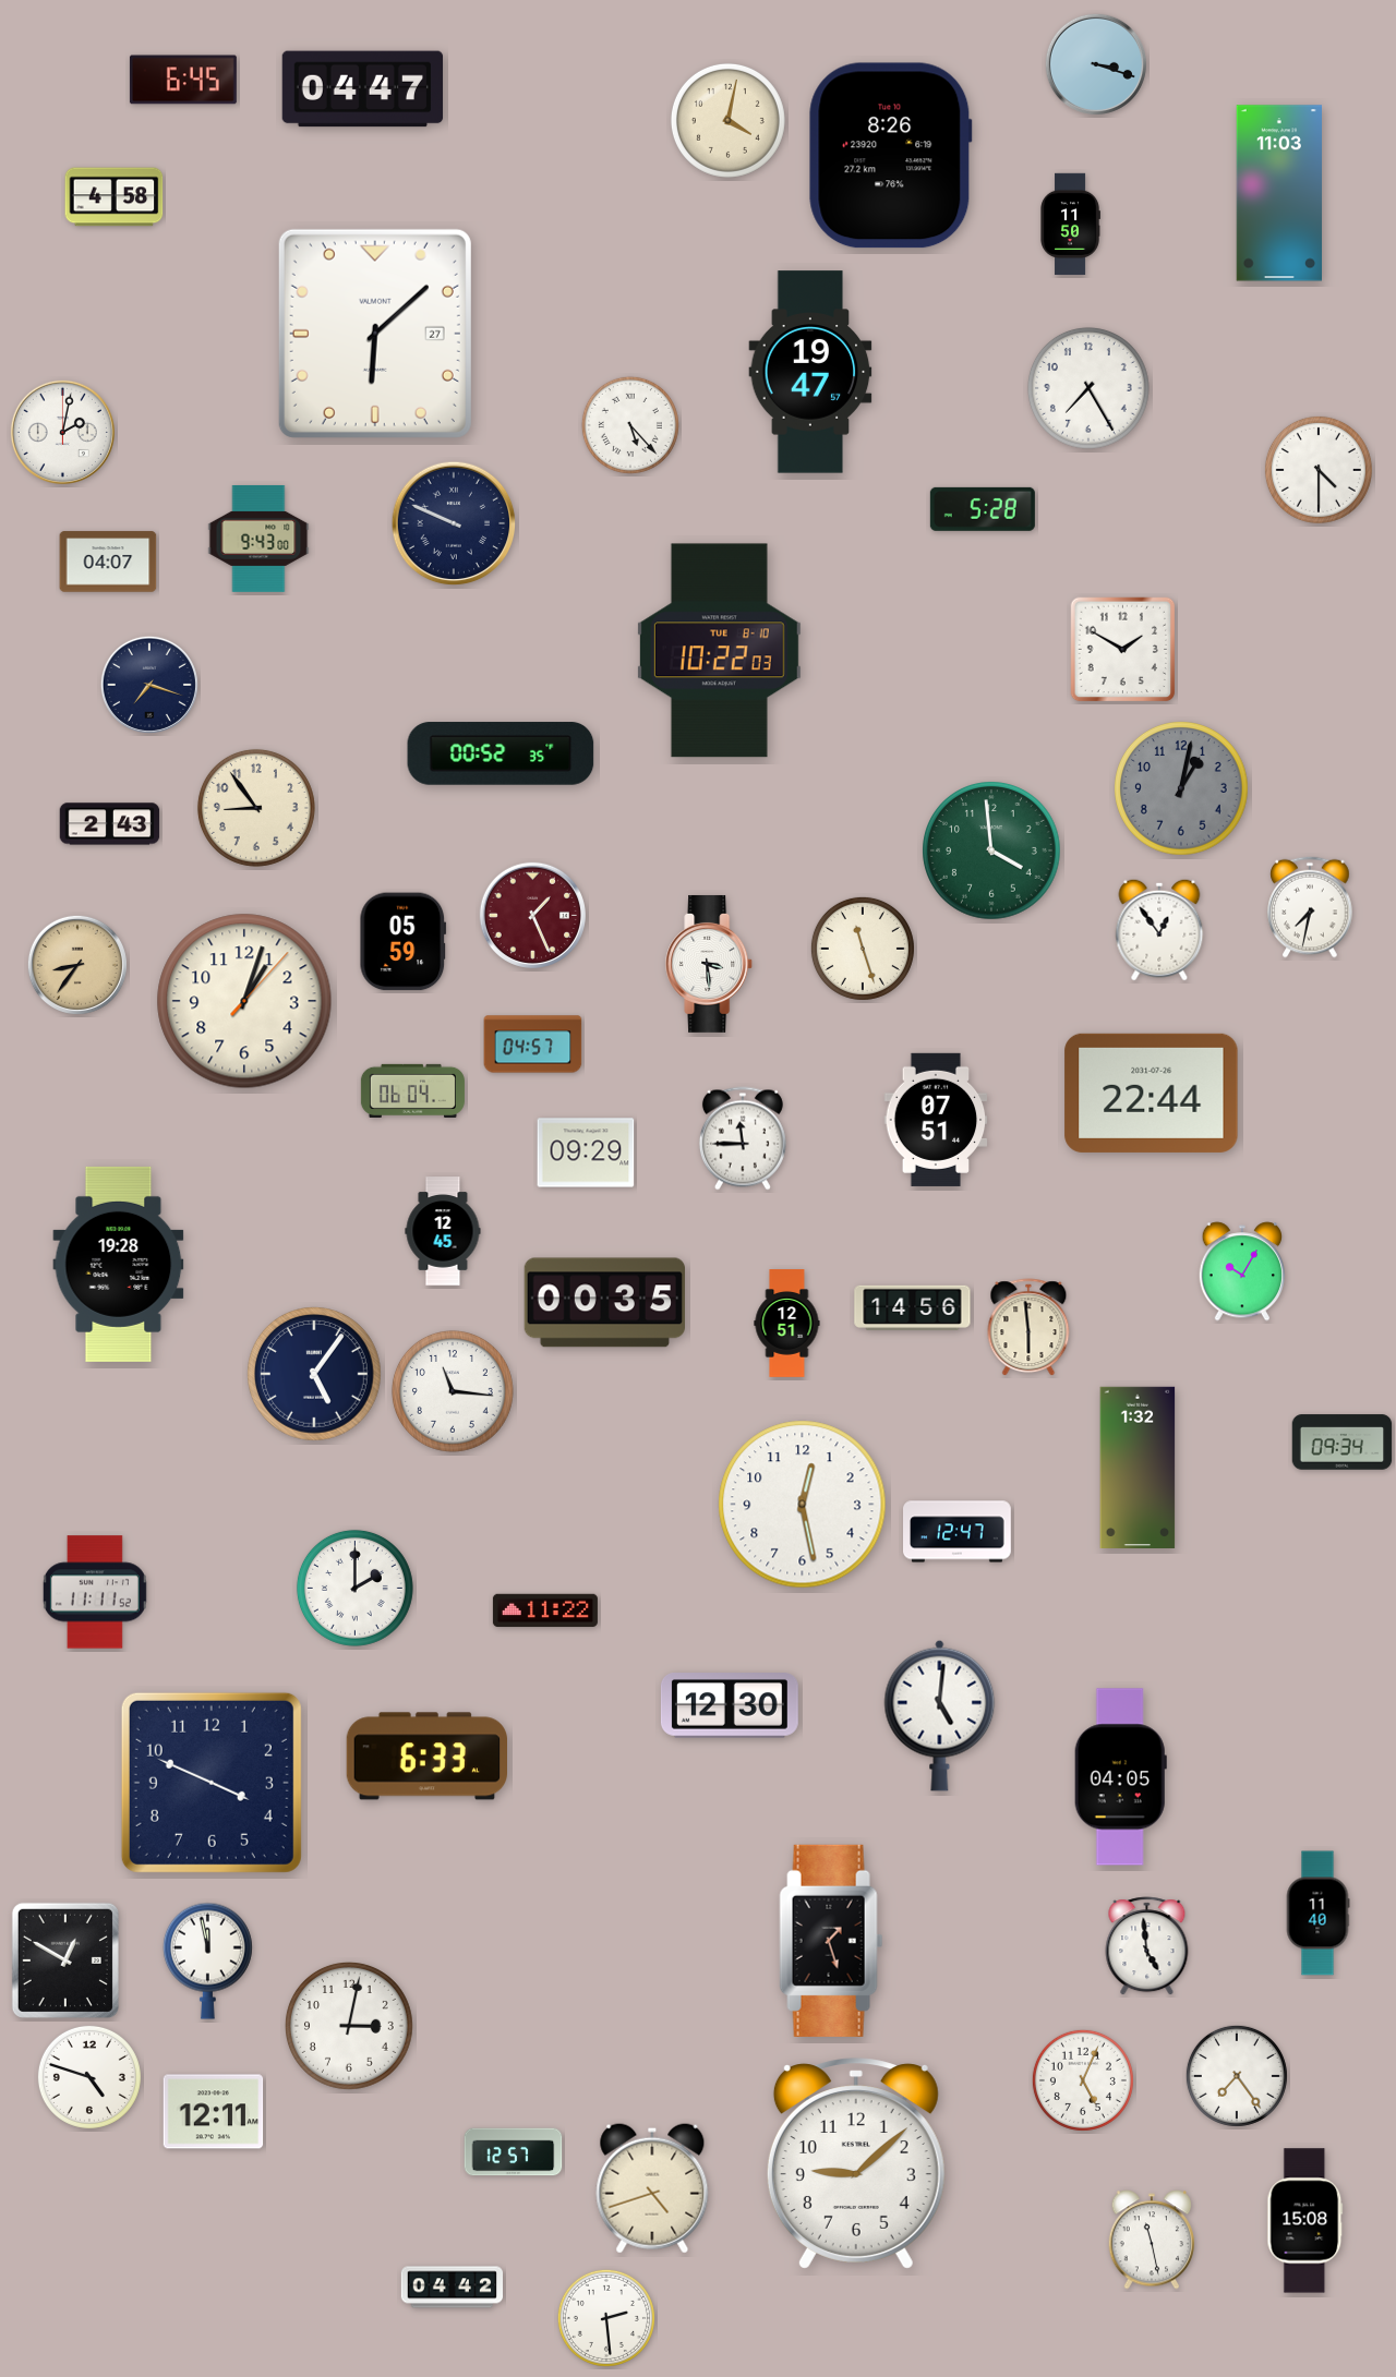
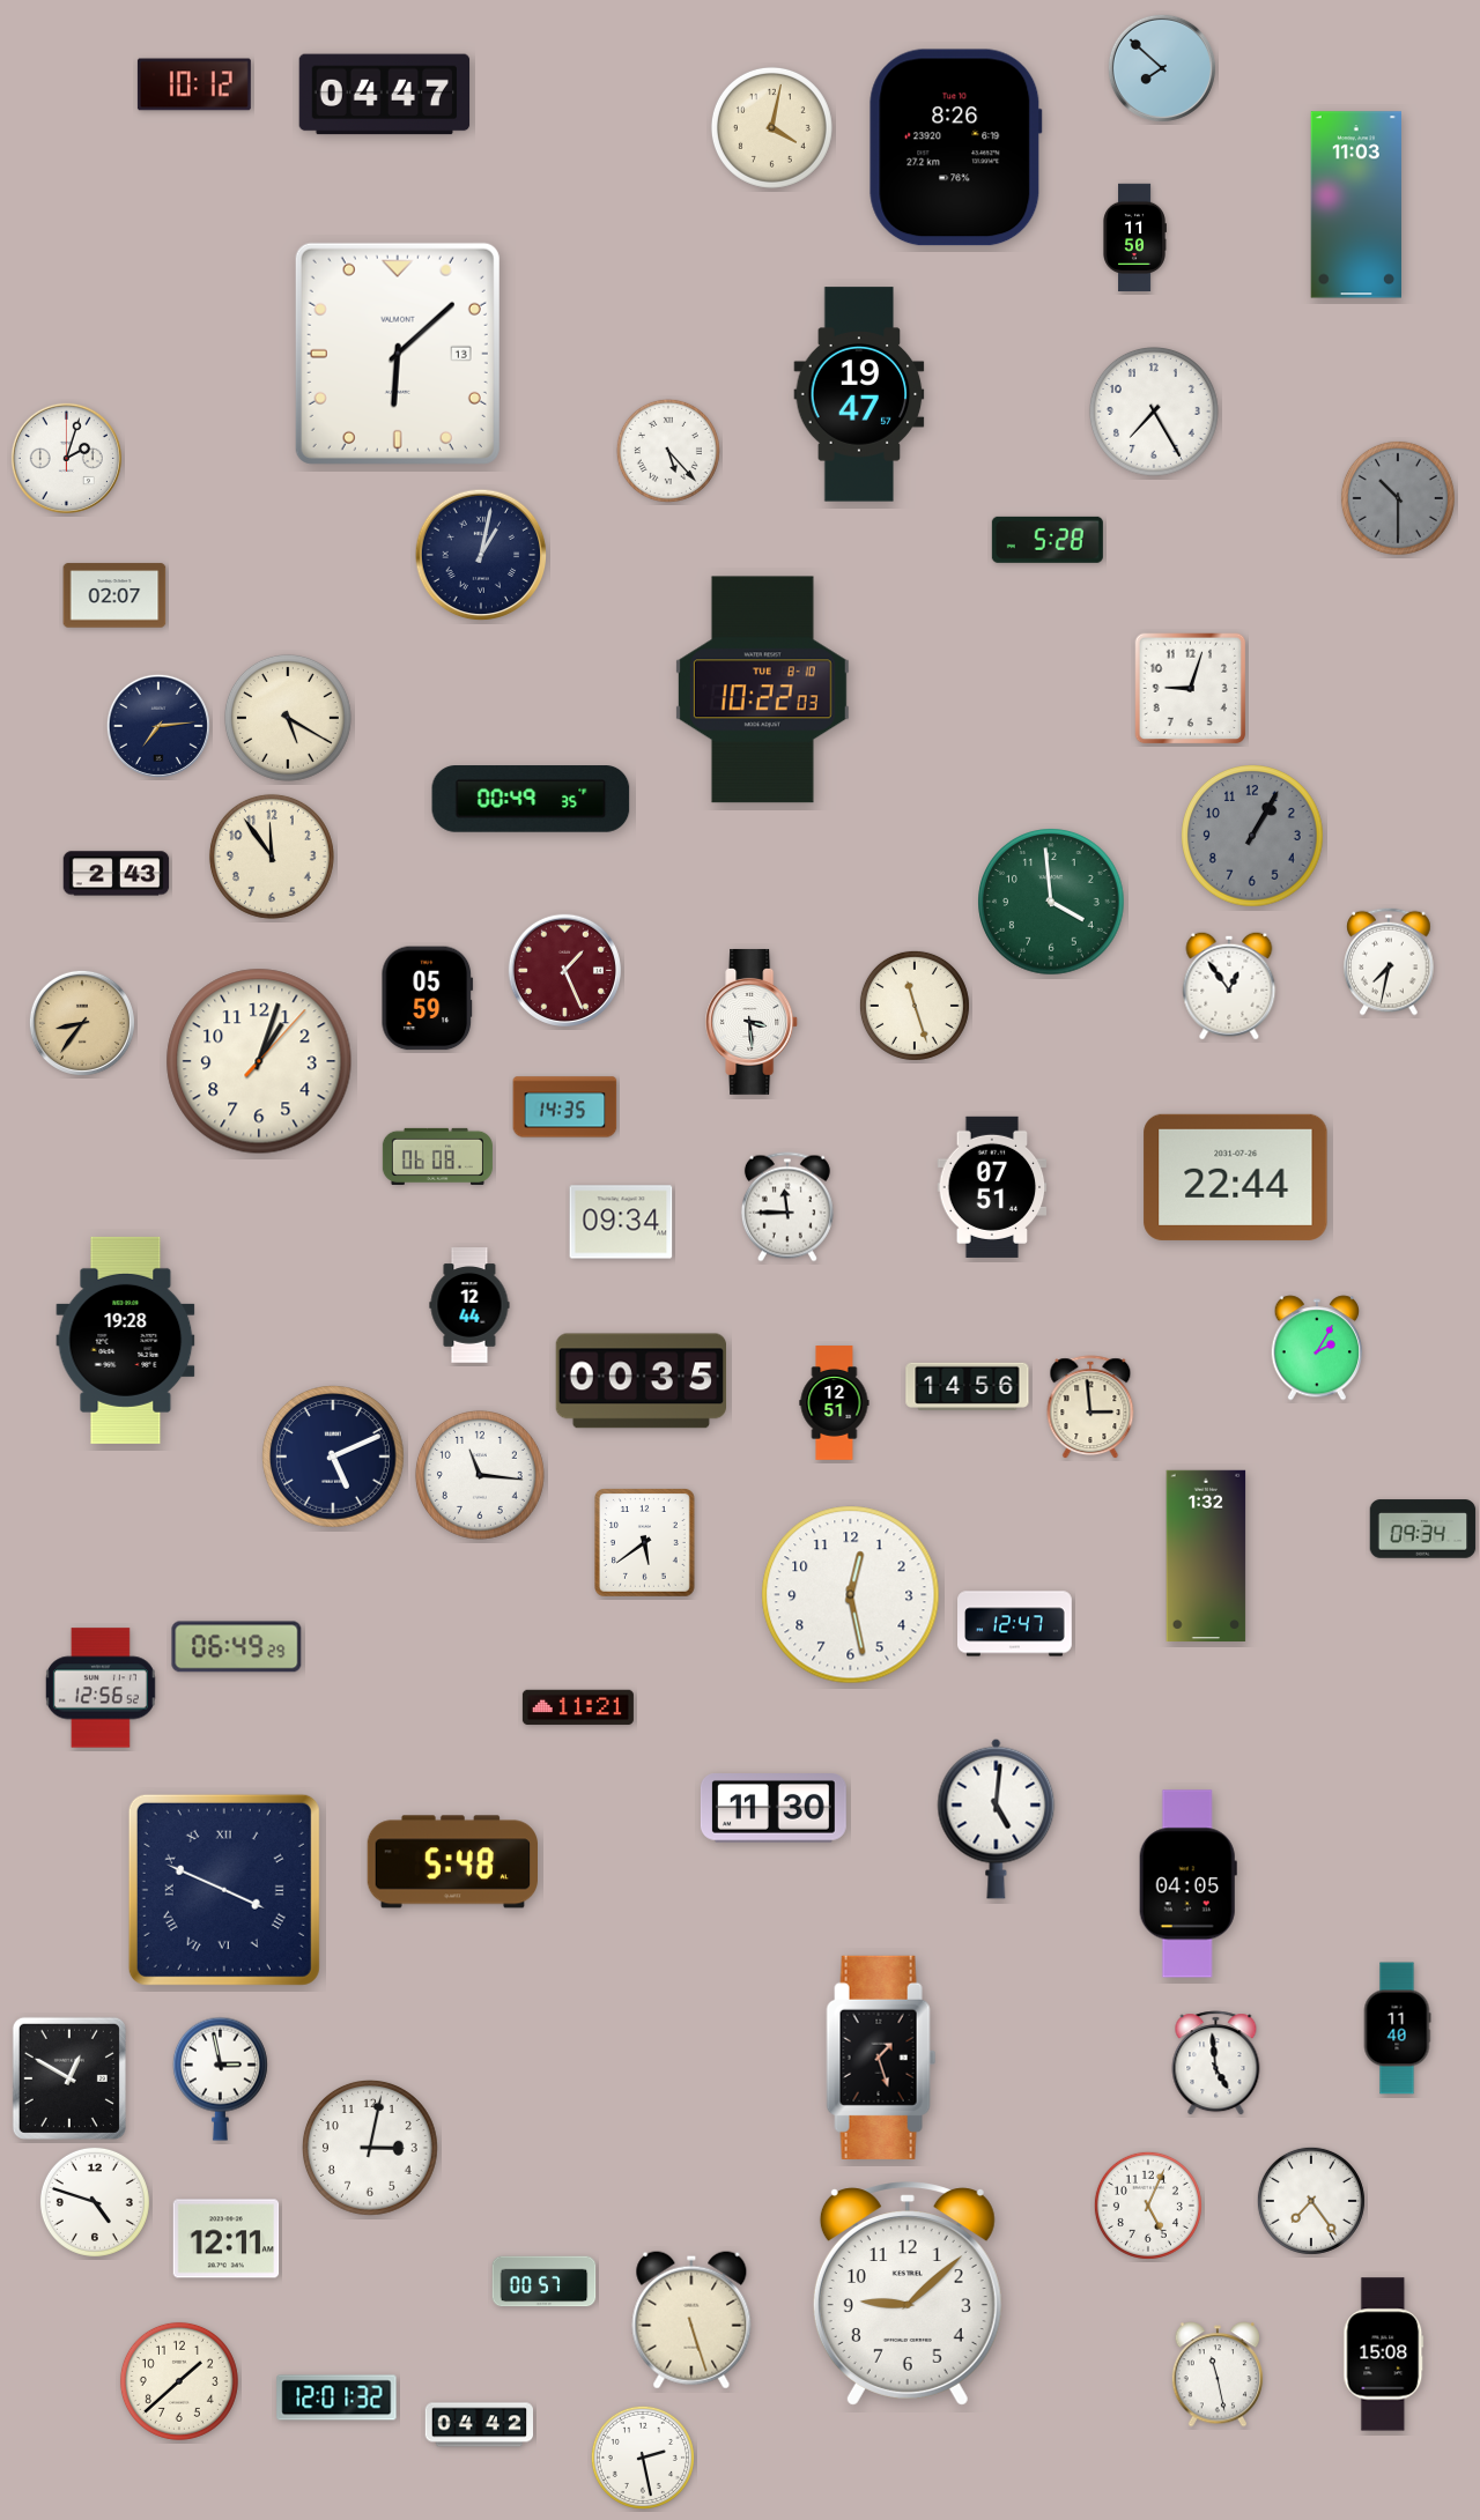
clock at (1096, 64): 3:18 -> 7:52
clock at (183, 80): 6:45 -> 10:12
clock at (891, 156) position: (891, 156) -> (956, 148)
clock at (115, 197): 4:58 -> none
clock at (375, 334) date: 27 -> 13
clock at (62, 432): 2:02 -> 2:03
clock at (1319, 470): 4:30 -> 10:30
clock at (1319, 470) dial: white -> grey
clock at (983, 509) position: (983, 509) -> (1048, 540)
clock at (454, 523): 9:49 -> 1:02
clock at (258, 539): 9:43 -> none
clock at (108, 562): 04:07 -> 02:07
clock at (1123, 650): 1:50 -> 9:03
clock at (288, 718): none -> 5:20
clock at (149, 685): 7:18 -> 7:14
clock at (501, 753): 00:52 -> 00:49
clock at (1182, 789): 1:02 -> 1:05
clock at (256, 808): 8:54 -> 11:54
clock at (533, 1045): 04:57 -> 14:35
clock at (412, 1090): 06:04 -> 06:08
clock at (1152, 1093) position: (1152, 1093) -> (1236, 1177)
clock at (586, 1153): 09:29 -> 09:34
clock at (443, 1231): 12:45 -> 12:44
clock at (1242, 1271): 10:05 -> 2:05
clock at (1028, 1328): 5:59 -> 2:59
clock at (315, 1375): 5:06 -> 5:11
clock at (645, 1543): none -> 5:39
clock at (237, 1647): none -> 06:49
clock at (354, 1588): 2:00 -> none
clock at (95, 1592): 11:11 -> 12:56
clock at (545, 1610): 11:22 -> 11:21
clock at (730, 1706): 12:30 -> 11:30
clock at (426, 1757): 6:33 -> 5:48
clock at (212, 1783) numerals: Arabic -> Roman
clock at (207, 1960): 11:58 -> 2:58
clock at (514, 2152): 12:57 -> 00:57
clock at (652, 2188): 4:42 -> 5:27
clock at (1152, 2240) position: (1152, 2240) -> (1218, 2374)
clock at (179, 2381): none -> 1:38
clock at (336, 2397): none -> 12:01
clock at (606, 2318): 2:29 -> 2:28
